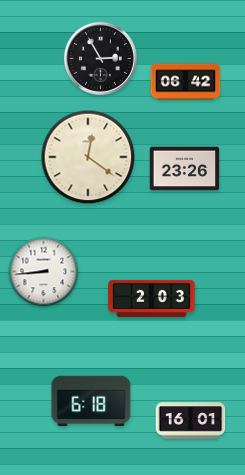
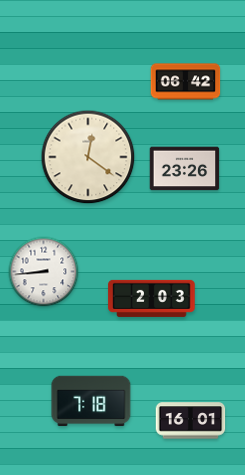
clock at (100, 58): 2:55 -> none
clock at (91, 401): 6:18 -> 7:18
